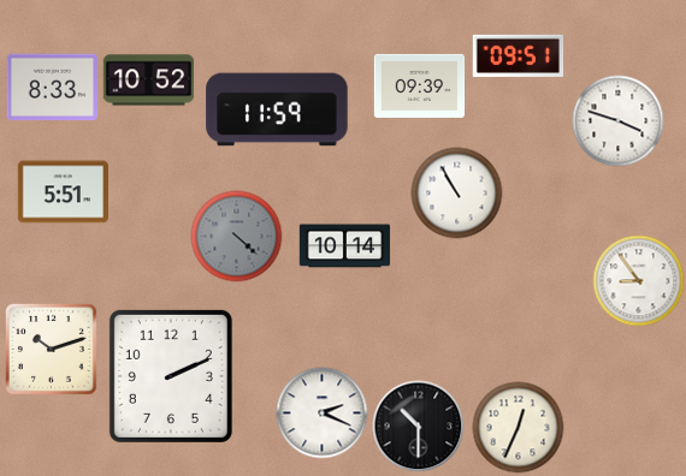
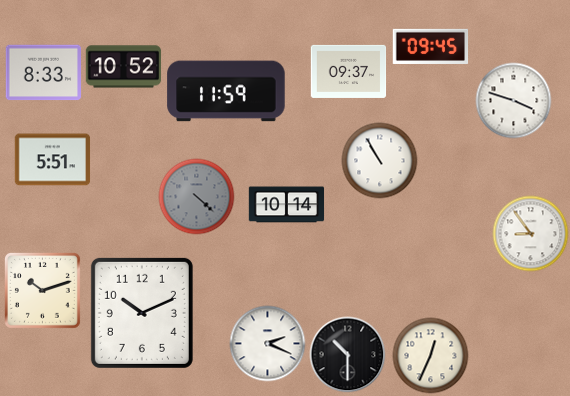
clock at (519, 55): 09:51 -> 09:45
clock at (420, 85): 09:39 -> 09:37
clock at (277, 109) position: (277, 109) -> (226, 91)
clock at (171, 376): 2:11 -> 10:11
